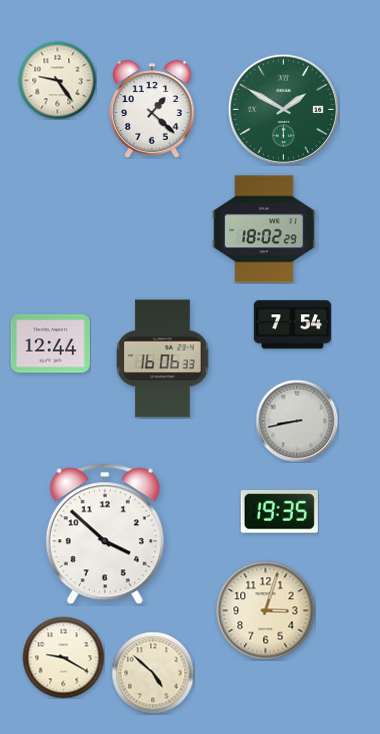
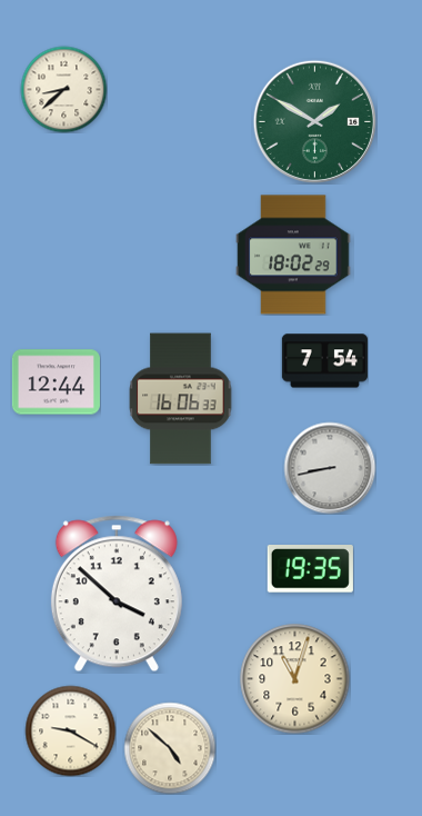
clock at (57, 80): 9:24 -> 8:38
clock at (152, 109): 1:22 -> none
clock at (266, 611): 3:03 -> 11:03
